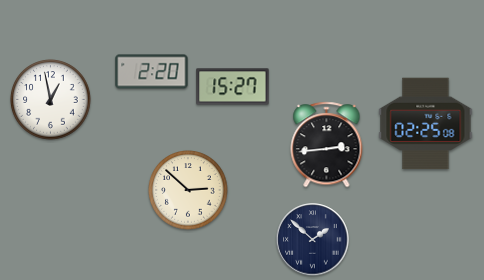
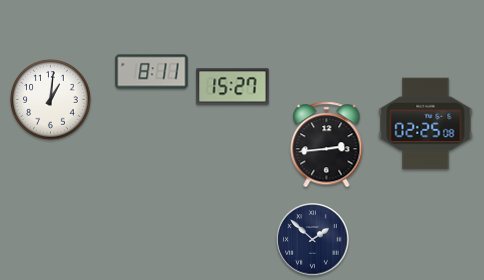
clock at (152, 72): 2:20 -> 8:11
clock at (51, 100): 12:58 -> 1:01
clock at (188, 190): 2:52 -> none
